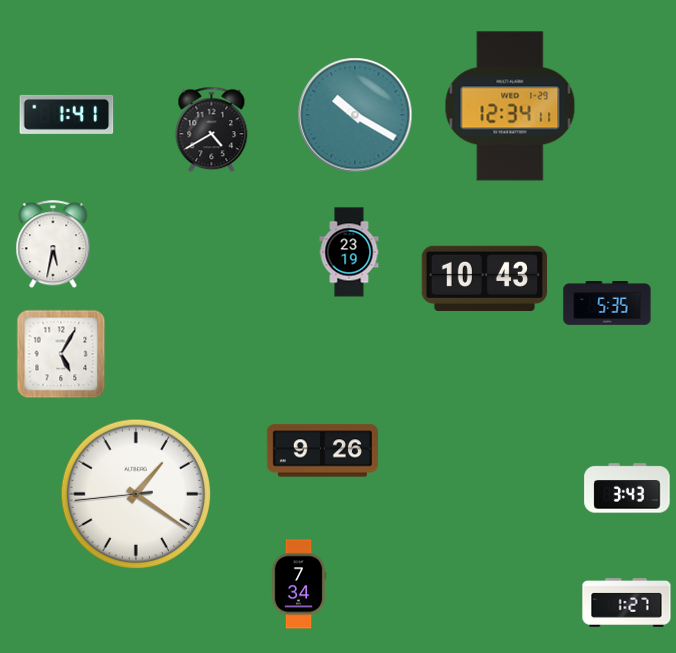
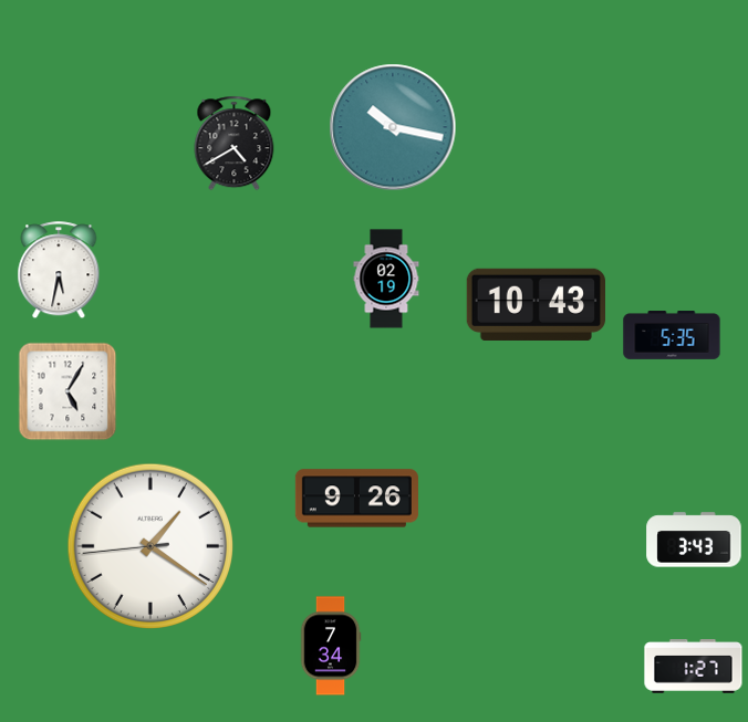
clock at (510, 106): 12:34 -> none
clock at (67, 114): 1:41 -> none
clock at (355, 115): 10:20 -> 10:17
clock at (349, 252): 23:19 -> 02:19
clock at (484, 278) position: (484, 278) -> (536, 304)
